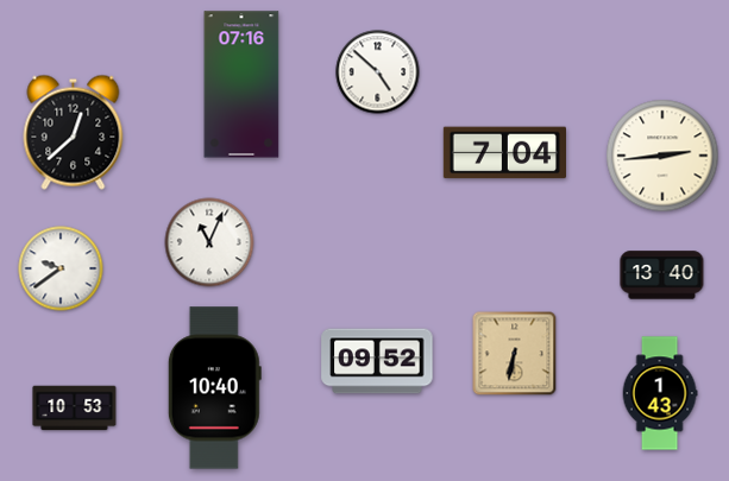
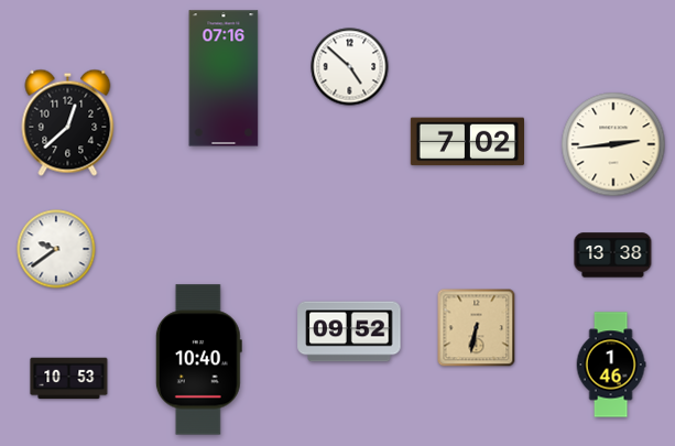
clock at (504, 153): 7:04 -> 7:02
clock at (209, 242): 11:04 -> none
clock at (662, 276): 13:40 -> 13:38
clock at (377, 361) position: (377, 361) -> (349, 331)
clock at (660, 393): 1:43 -> 1:46
